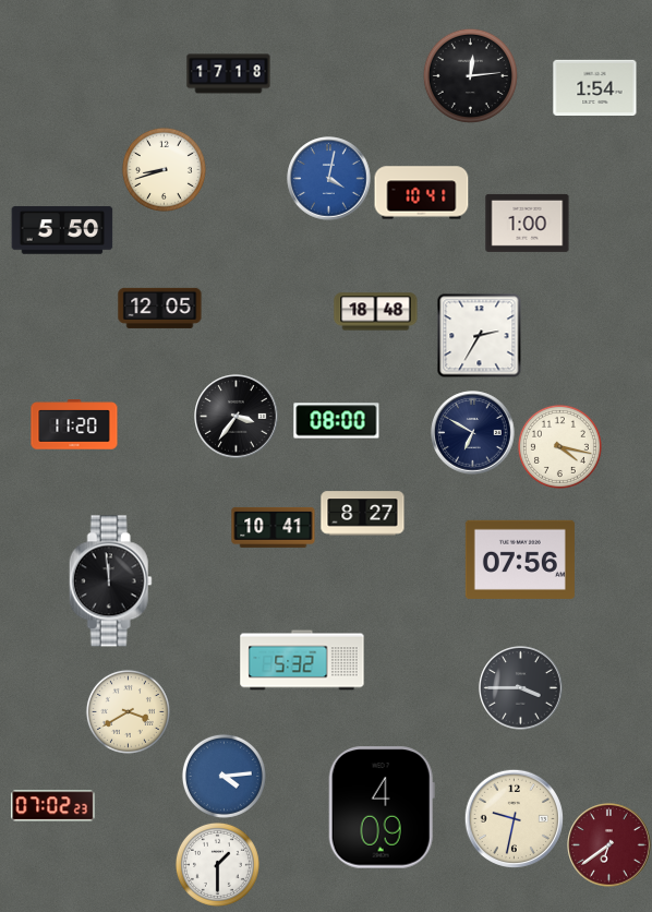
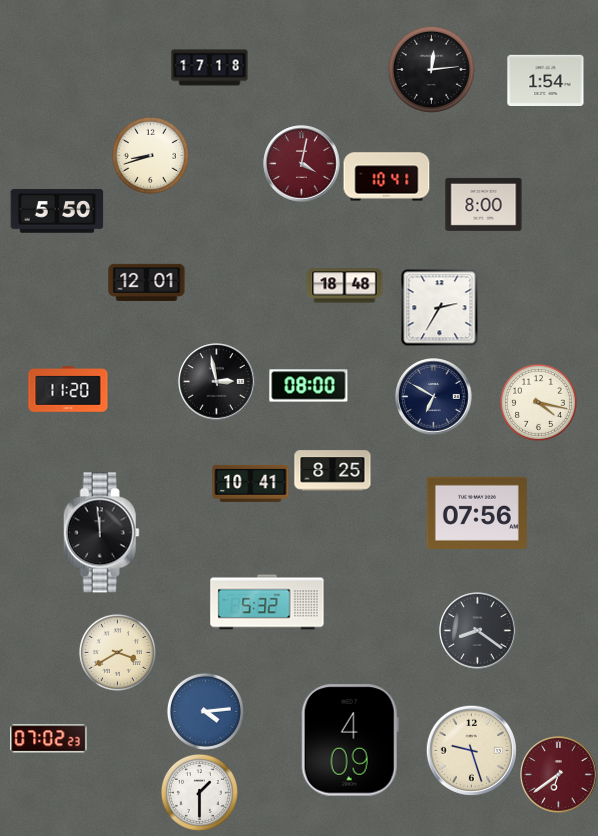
clock at (329, 179) dial: blue -> burgundy
clock at (528, 223): 1:00 -> 8:00
clock at (160, 308): 12:05 -> 12:01
clock at (237, 417): 3:36 -> 2:58
clock at (559, 446) position: (559, 446) -> (538, 402)
clock at (363, 514): 8:27 -> 8:25
clock at (302, 660) position: (302, 660) -> (267, 602)
clock at (521, 688): 3:45 -> 8:21
clock at (514, 818): 9:32 -> 9:27
